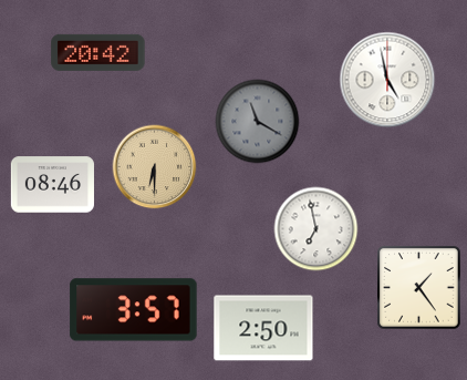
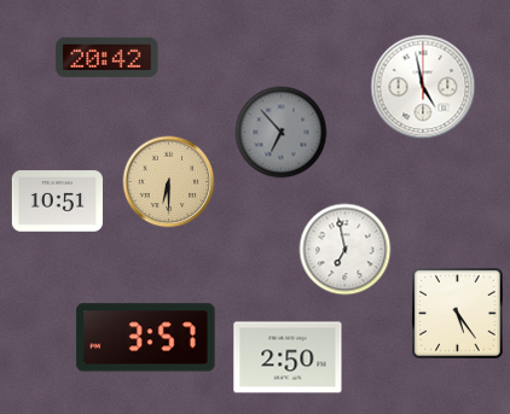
clock at (258, 122): 11:20 -> 6:53
clock at (52, 185): 08:46 -> 10:51
clock at (419, 288): 1:24 -> 5:24
